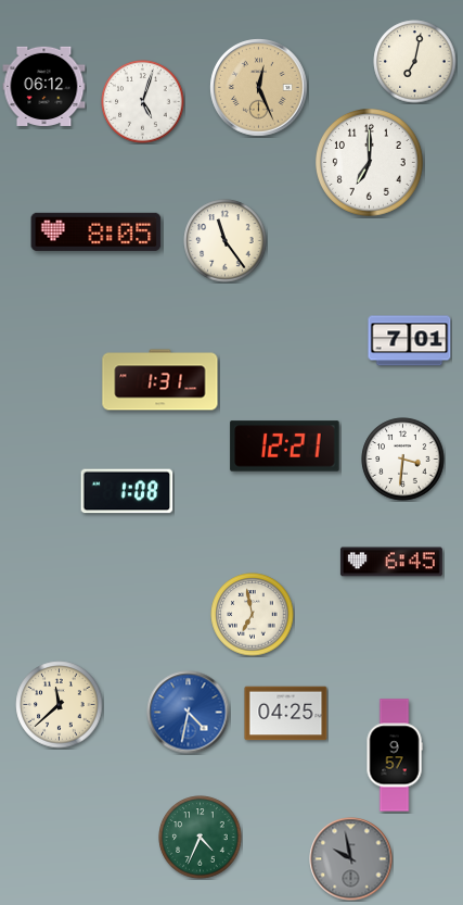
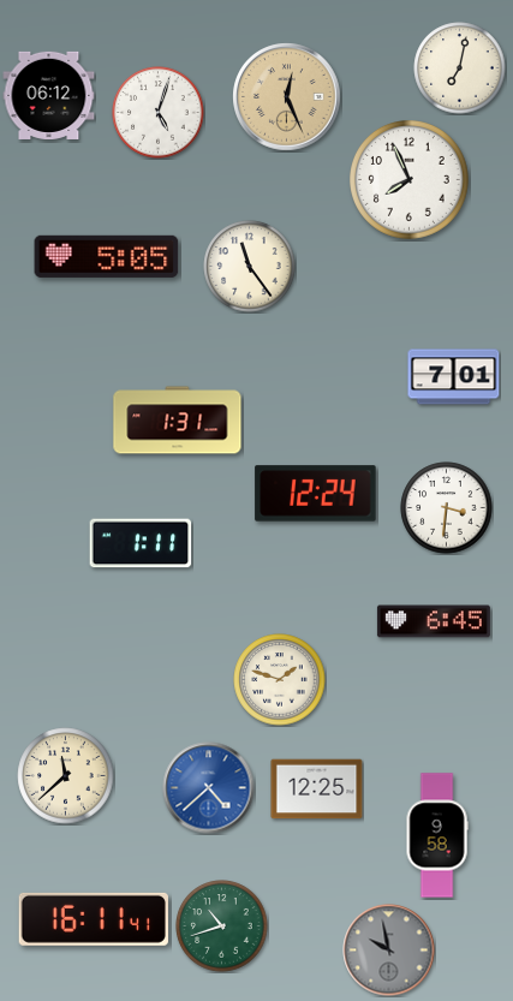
clock at (370, 163): 7:00 -> 7:56
clock at (97, 231): 8:05 -> 5:05
clock at (285, 447): 12:21 -> 12:24
clock at (127, 491): 1:08 -> 1:11
clock at (253, 615): 6:58 -> 1:48
clock at (60, 705) position: (60, 705) -> (66, 776)
clock at (189, 713): 4:32 -> 4:38
clock at (286, 714): 04:25 -> 12:25
clock at (395, 755): 9:57 -> 9:58
clock at (94, 919): none -> 16:11
clock at (201, 838): 4:34 -> 10:42
